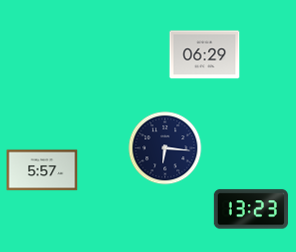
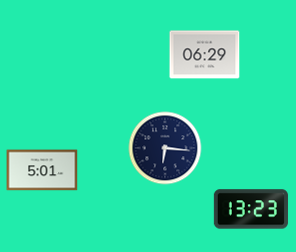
clock at (42, 170): 5:57 -> 5:01
